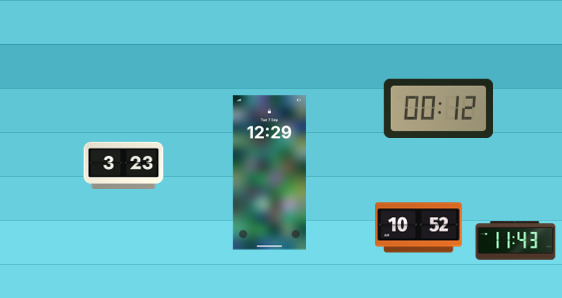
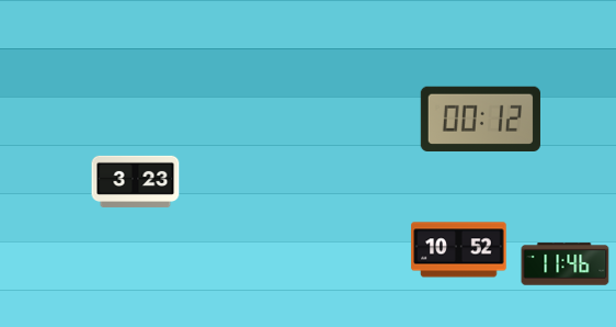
clock at (269, 173): 12:29 -> none
clock at (516, 241): 11:43 -> 11:46
